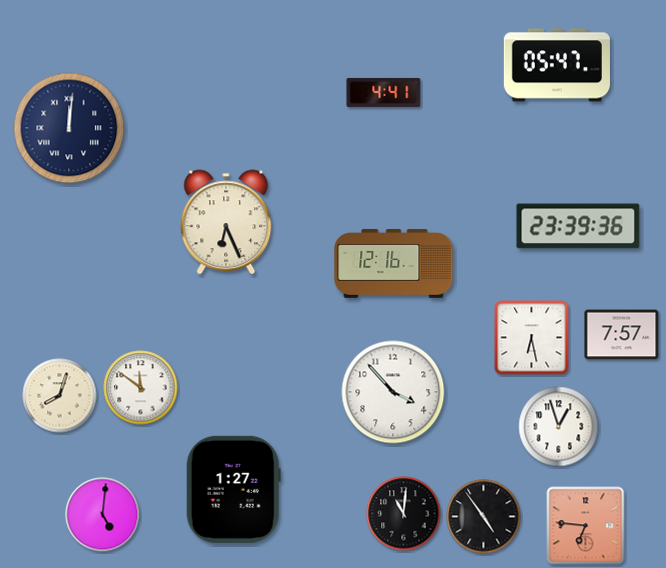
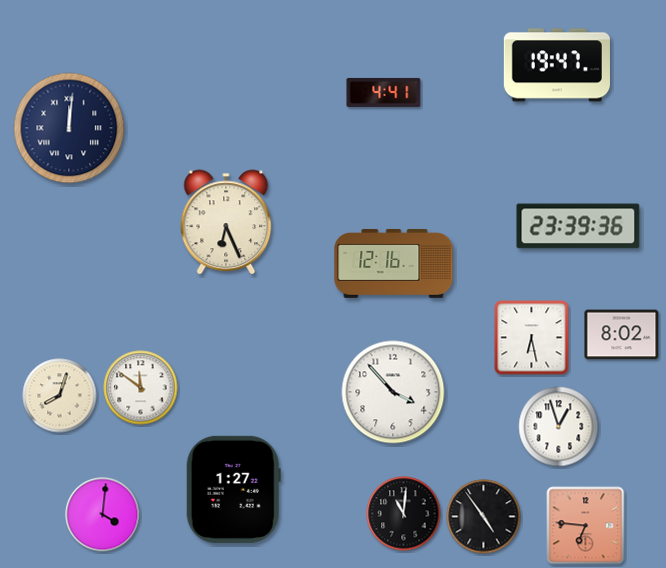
clock at (557, 65): 05:47 -> 19:47
clock at (622, 335): 7:57 -> 8:02
clock at (103, 515): 5:01 -> 4:01
